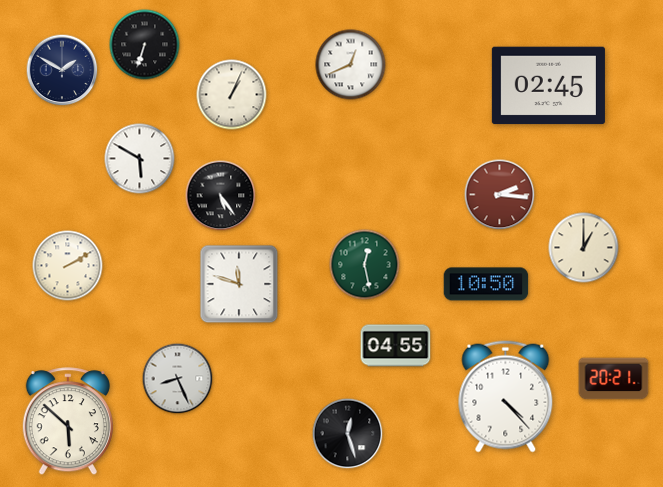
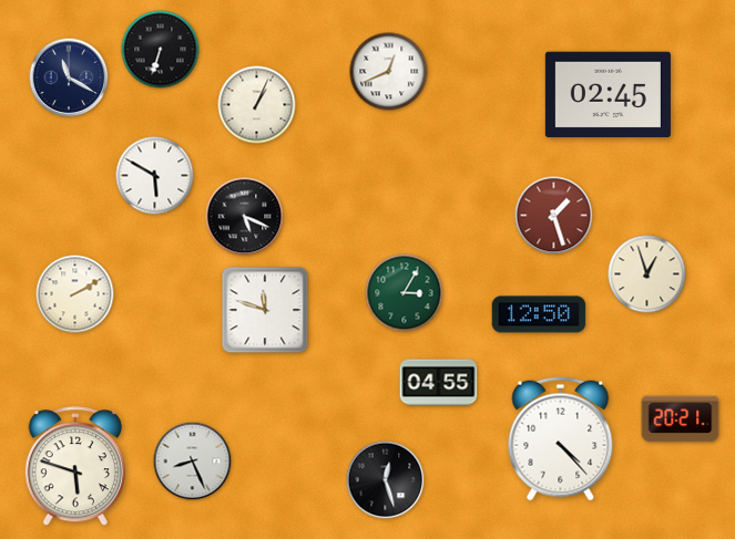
clock at (62, 70): 1:50 -> 11:20
clock at (500, 195): 2:16 -> 1:27
clock at (221, 196): 5:24 -> 5:19
clock at (584, 248): 1:00 -> 12:57
clock at (365, 265): 12:28 -> 3:05
clock at (239, 284) position: (239, 284) -> (265, 310)
clock at (486, 284): 10:50 -> 12:50
clock at (178, 379) position: (178, 379) -> (193, 462)
clock at (68, 422): 5:52 -> 5:48
